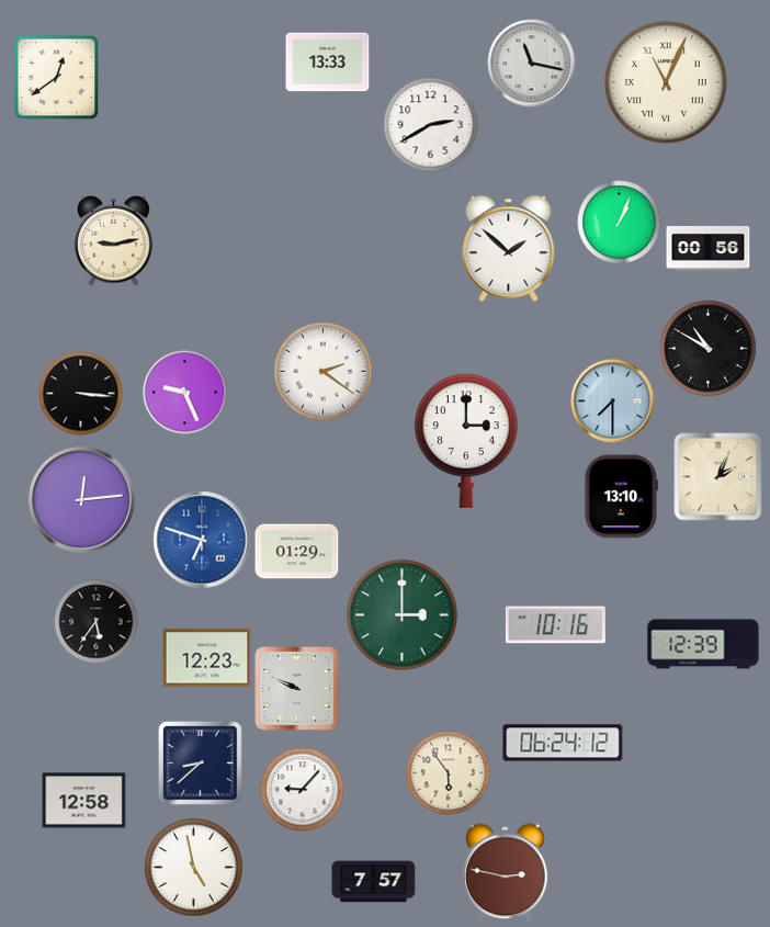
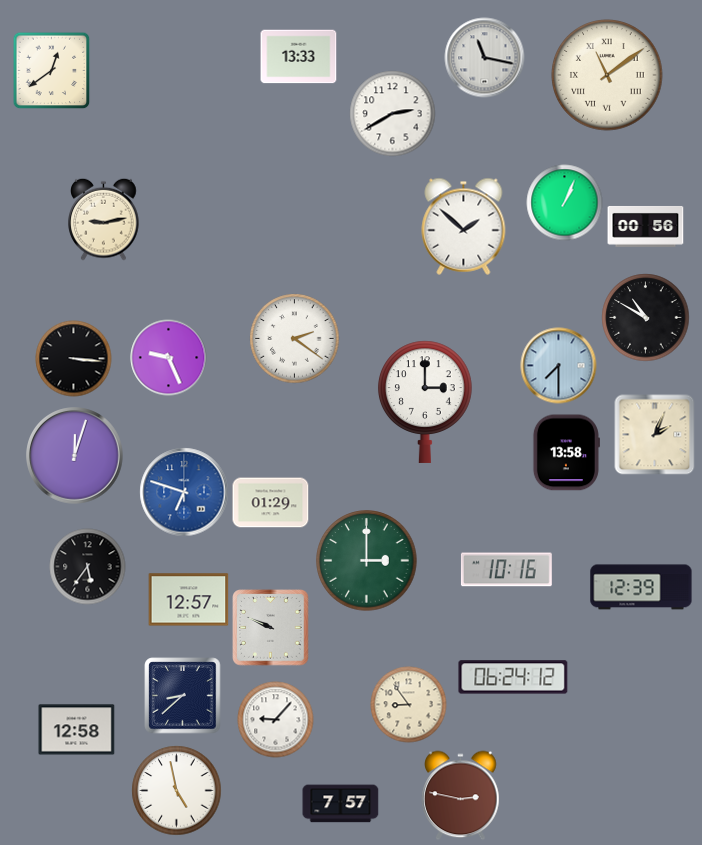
clock at (666, 82): 11:04 -> 11:09
clock at (621, 497): 13:10 -> 13:58
clock at (82, 500): 12:14 -> 12:03
clock at (207, 658): 12:23 -> 12:57
clock at (449, 773): 5:54 -> 8:54
